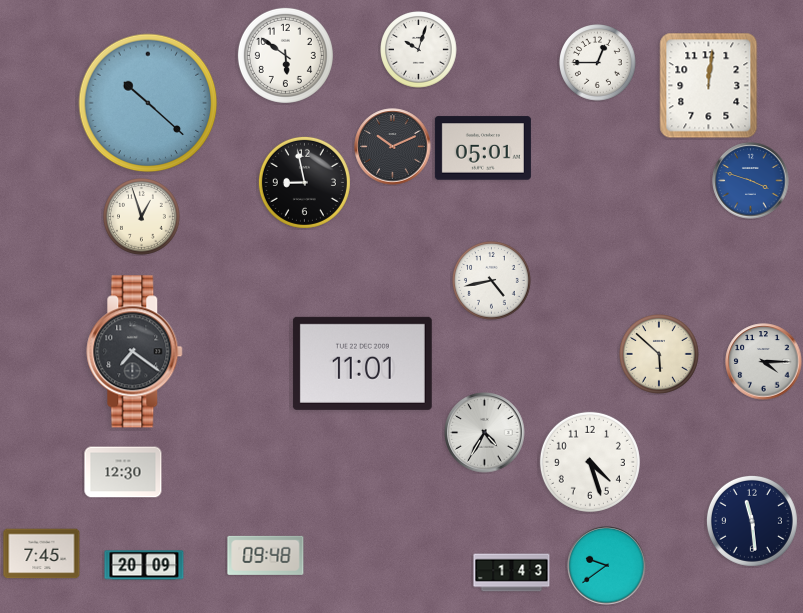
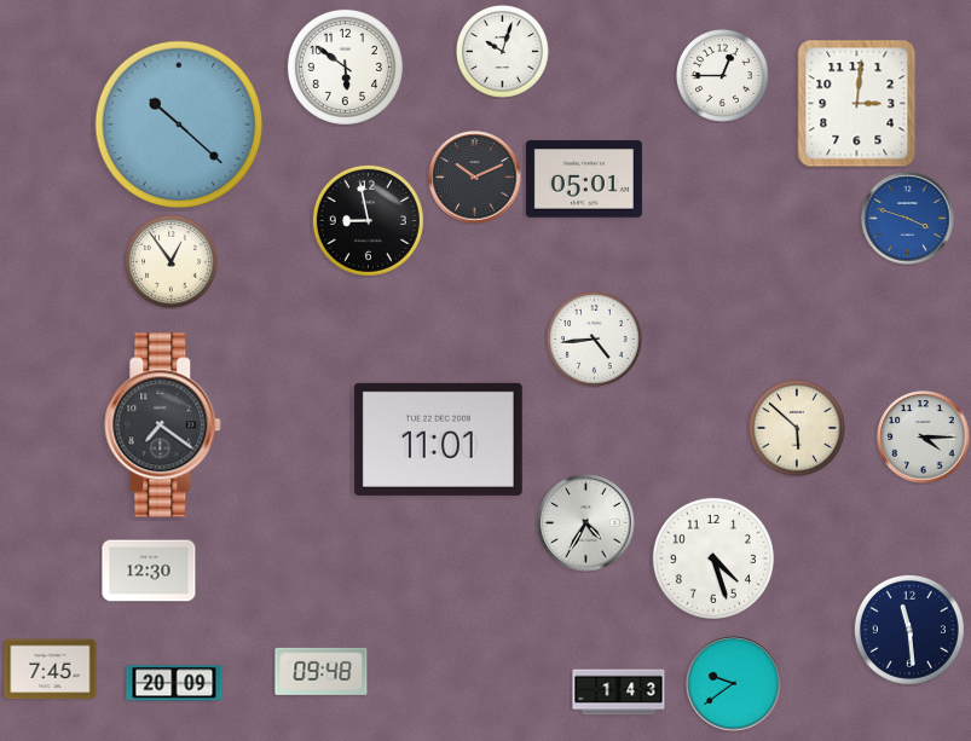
clock at (419, 50) position: (419, 50) -> (503, 52)
clock at (709, 86): 12:01 -> 3:01
clock at (142, 217): 12:57 -> 12:54
clock at (492, 281): 4:43 -> 4:44
